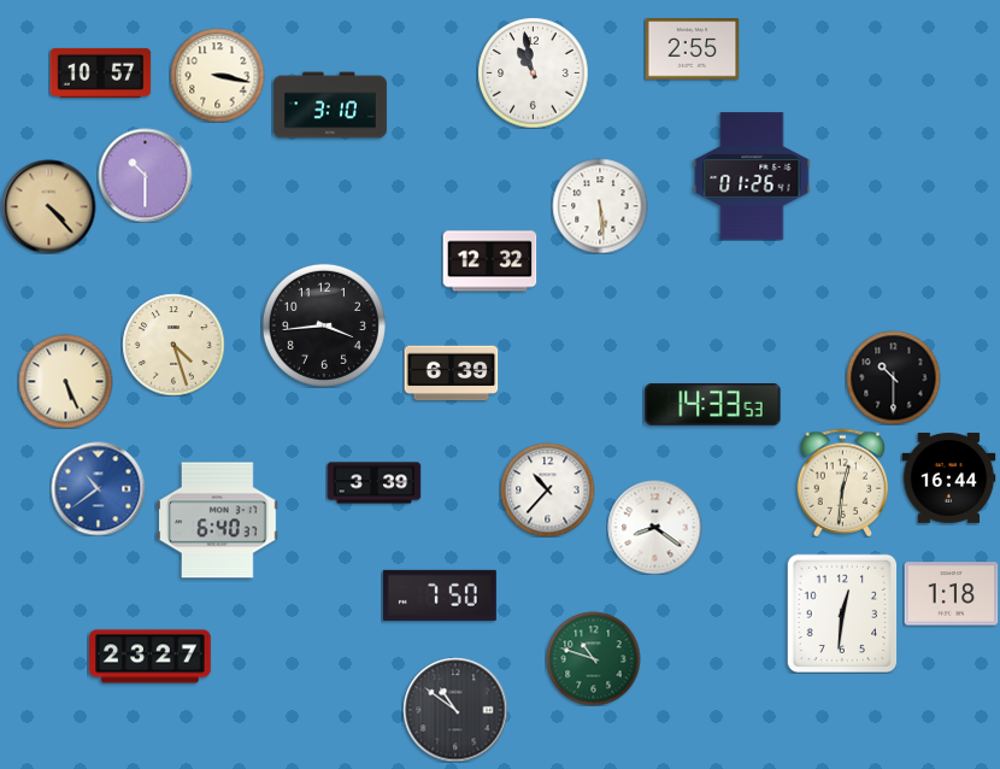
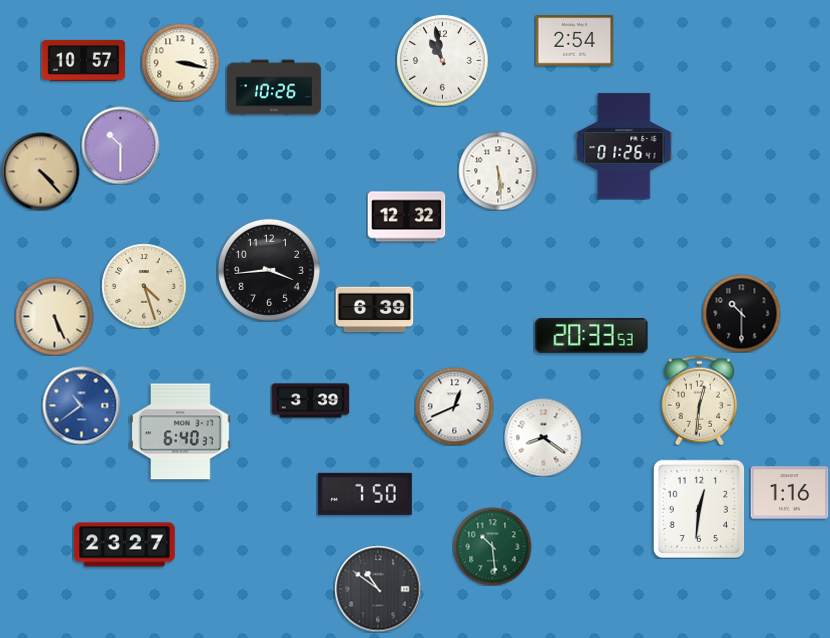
clock at (692, 49): 2:55 -> 2:54
clock at (330, 105): 3:10 -> 10:26
clock at (713, 405): 14:33 -> 20:33
clock at (948, 479): 16:44 -> none
clock at (547, 489): 10:37 -> 12:41
clock at (951, 594): 1:18 -> 1:16
clock at (593, 658): 10:48 -> 10:29
